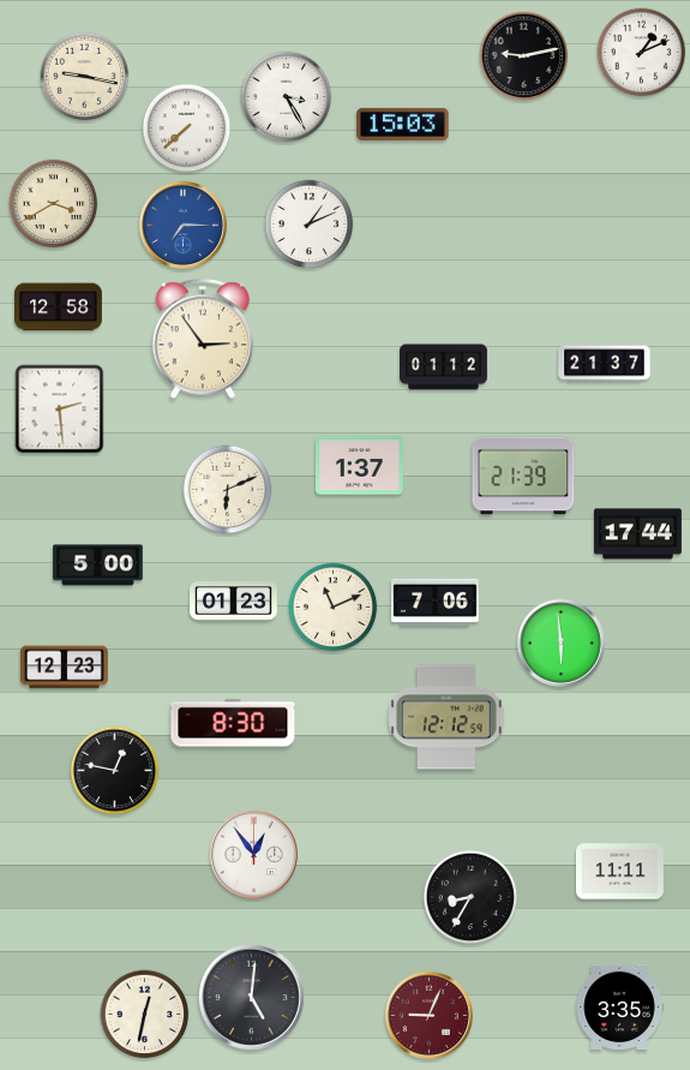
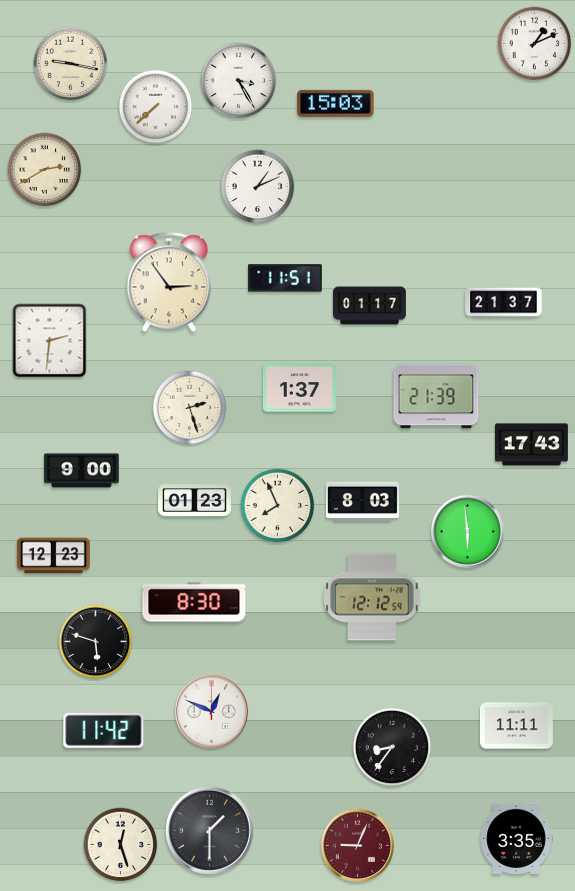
clock at (524, 56): 9:13 -> none
clock at (54, 204): 3:40 -> 2:40
clock at (182, 225): 7:15 -> none
clock at (59, 307): 12:58 -> none
clock at (286, 278): none -> 11:51
clock at (444, 367): 01:12 -> 01:17
clock at (60, 410): 2:29 -> 2:31
clock at (228, 490): 6:11 -> 2:27
clock at (637, 534): 17:44 -> 17:43
clock at (98, 566): 5:00 -> 9:00
clock at (434, 602): 7:06 -> 8:03
clock at (334, 608): 11:11 -> 7:56
clock at (560, 642) position: (560, 642) -> (467, 531)
clock at (115, 771): 12:47 -> 5:48
clock at (253, 854): 12:54 -> 12:49
clock at (104, 730): none -> 11:42
clock at (470, 897): 8:35 -> 8:36
clock at (251, 997): 5:01 -> 1:30
clock at (145, 1015): 12:32 -> 12:27
